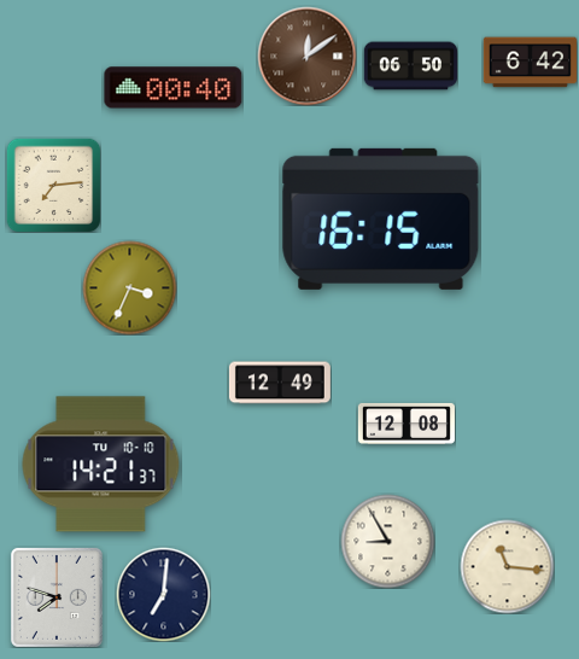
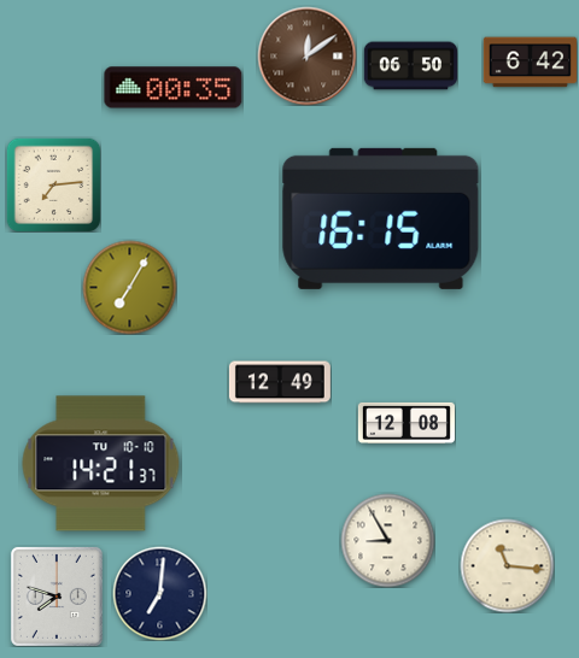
clock at (174, 88): 00:40 -> 00:35
clock at (129, 287): 3:34 -> 7:05
clock at (163, 594) position: (163, 594) -> (159, 593)
